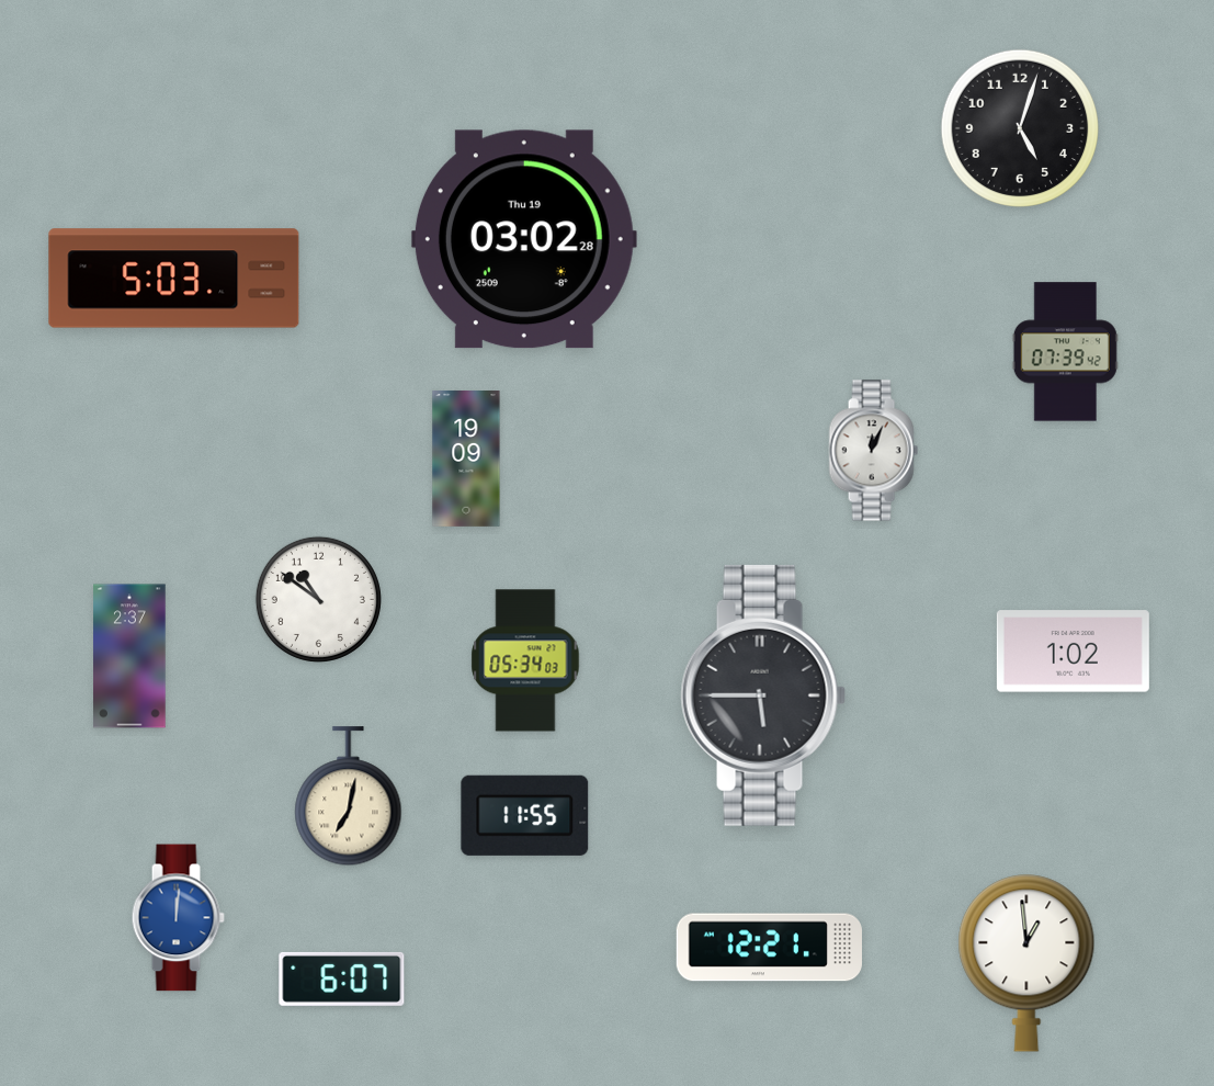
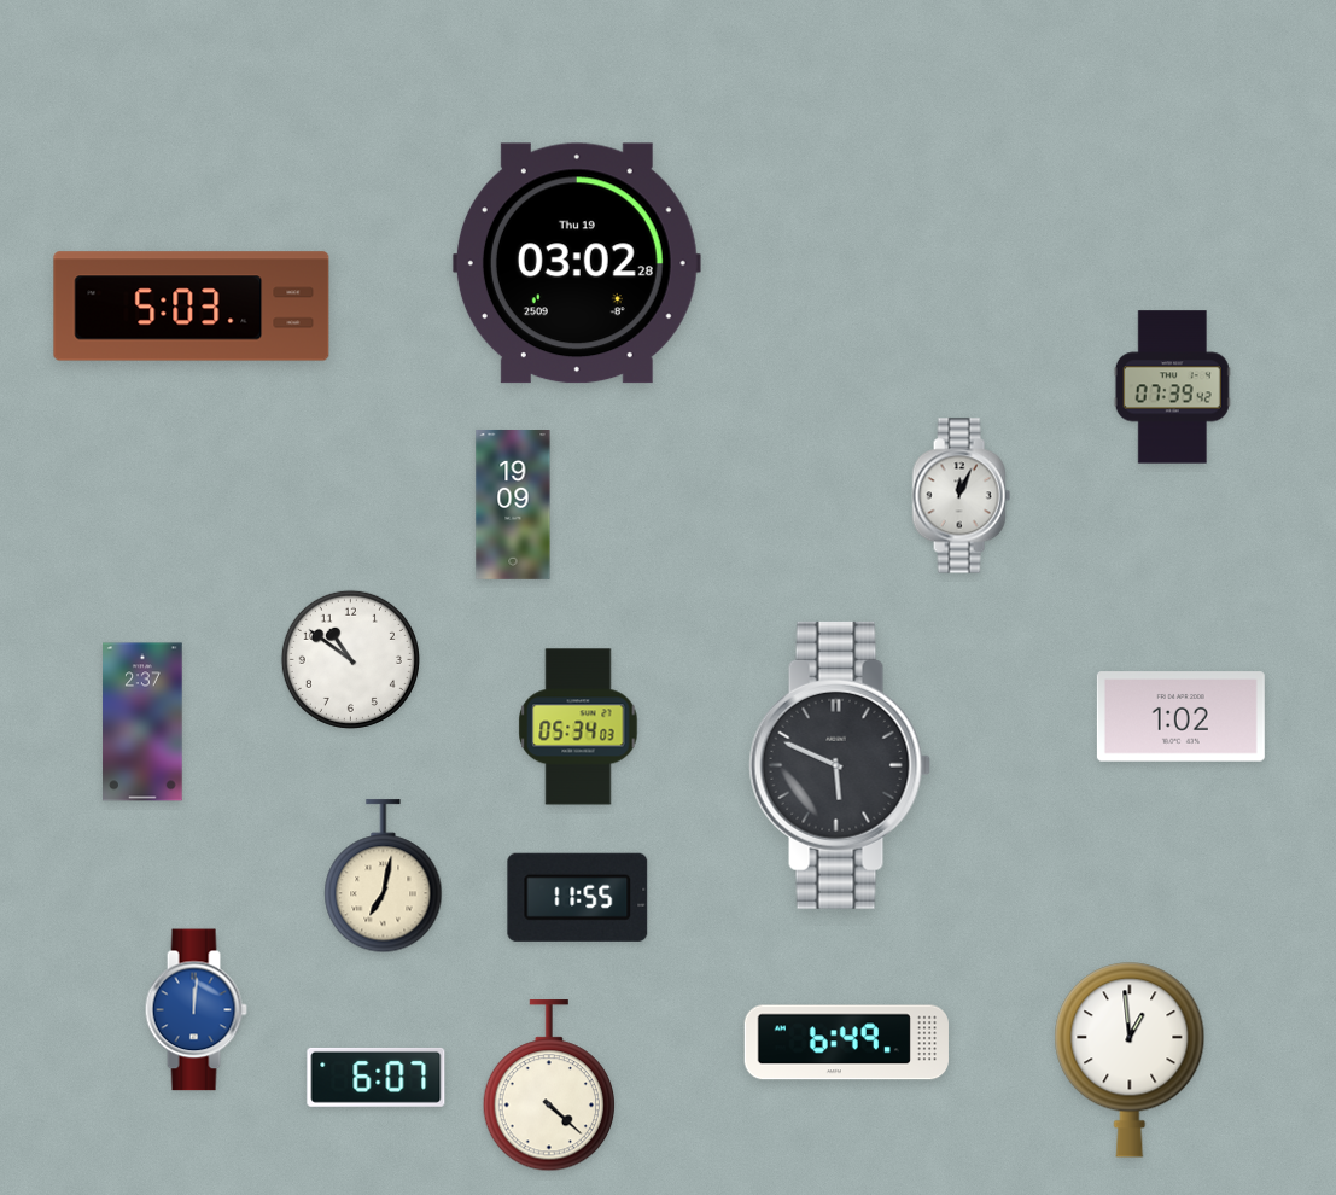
clock at (1019, 127): 5:03 -> none
clock at (763, 695): 5:45 -> 5:49
clock at (769, 948): 12:21 -> 6:49
clock at (548, 1086): none -> 4:22
